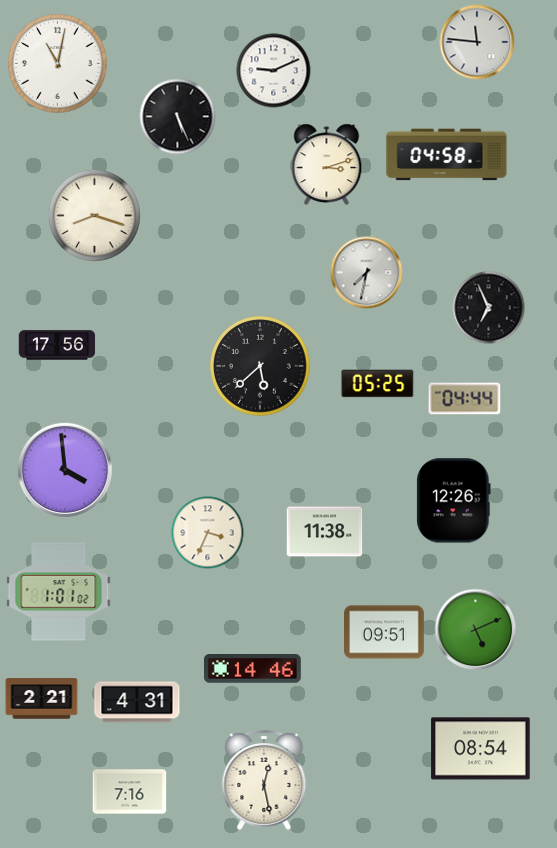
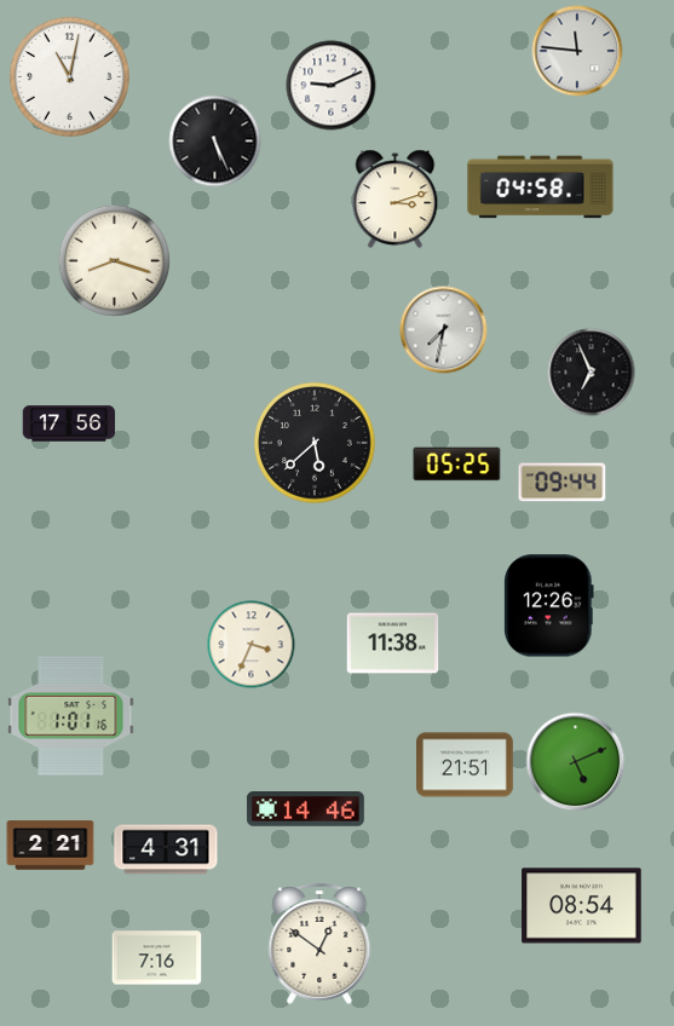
clock at (57, 345) position: (57, 345) -> (69, 423)
clock at (465, 399): 04:44 -> 09:44
clock at (65, 470): 3:59 -> none
clock at (59, 592): 1:01:02 -> 1:01:16
clock at (385, 632): 09:51 -> 21:51
clock at (264, 780): 12:28 -> 12:51
